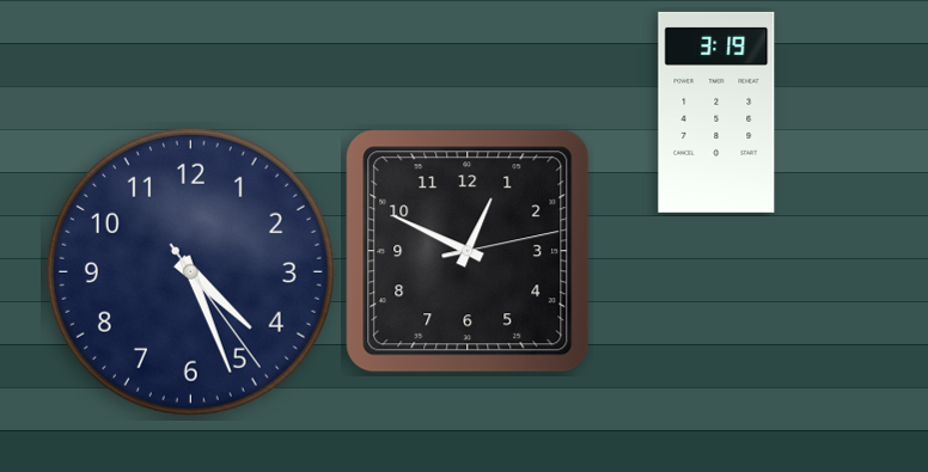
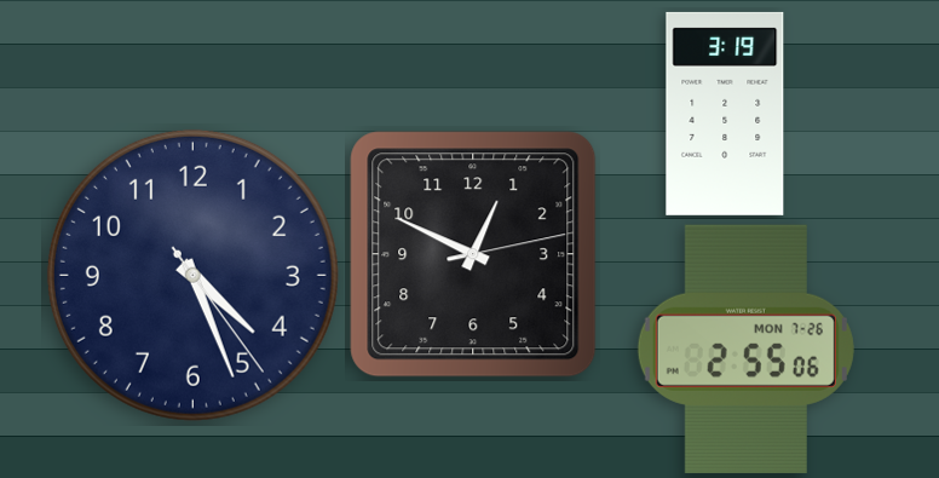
clock at (745, 349): none -> 2:55
